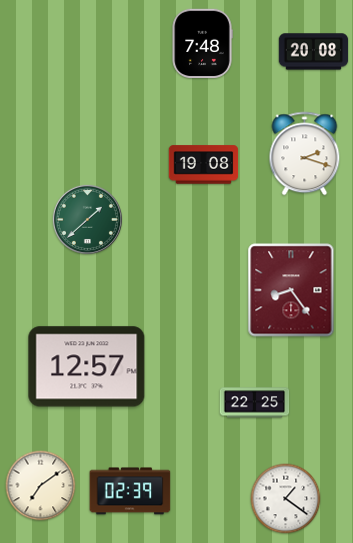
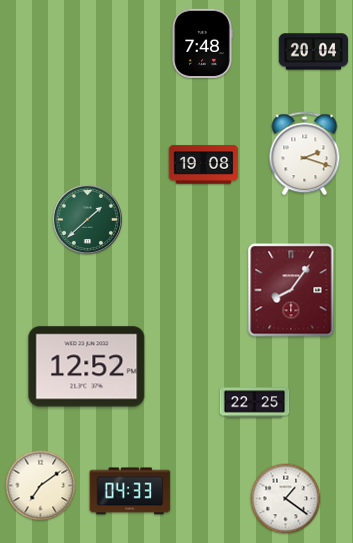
clock at (314, 52): 20:08 -> 20:04
clock at (291, 290): 8:24 -> 8:06
clock at (87, 367): 12:57 -> 12:52
clock at (130, 491): 02:39 -> 04:33
